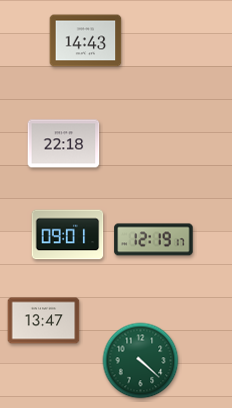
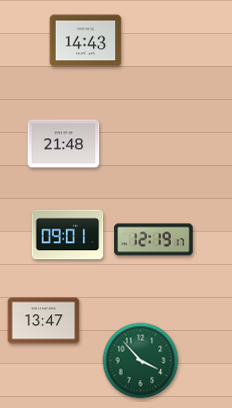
clock at (64, 144): 22:18 -> 21:48
clock at (141, 361): 4:22 -> 3:53
